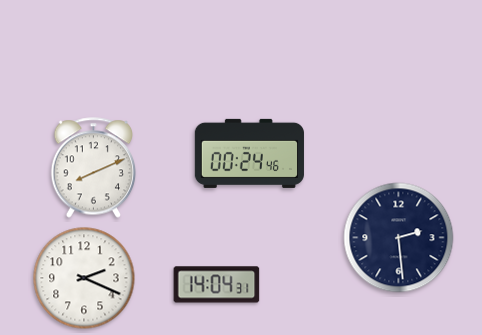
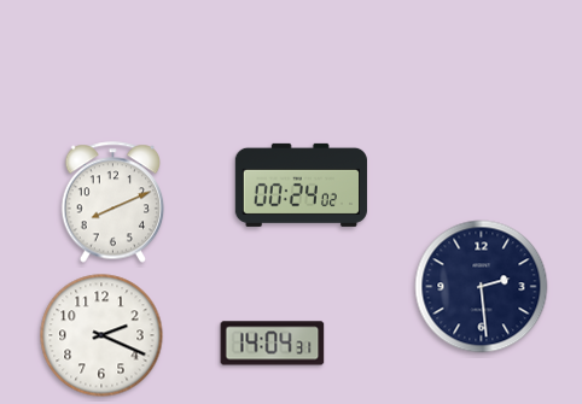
clock at (249, 153): 00:24:46 -> 00:24:02
clock at (217, 285) position: (217, 285) -> (273, 344)
